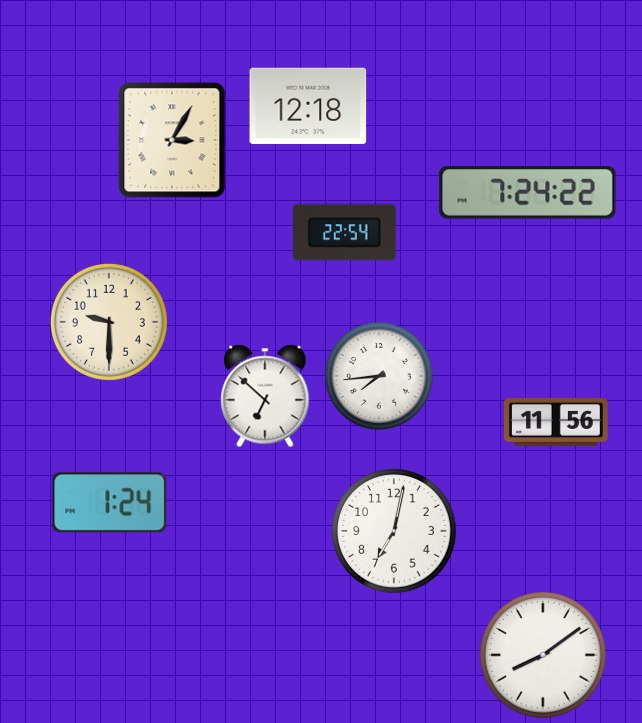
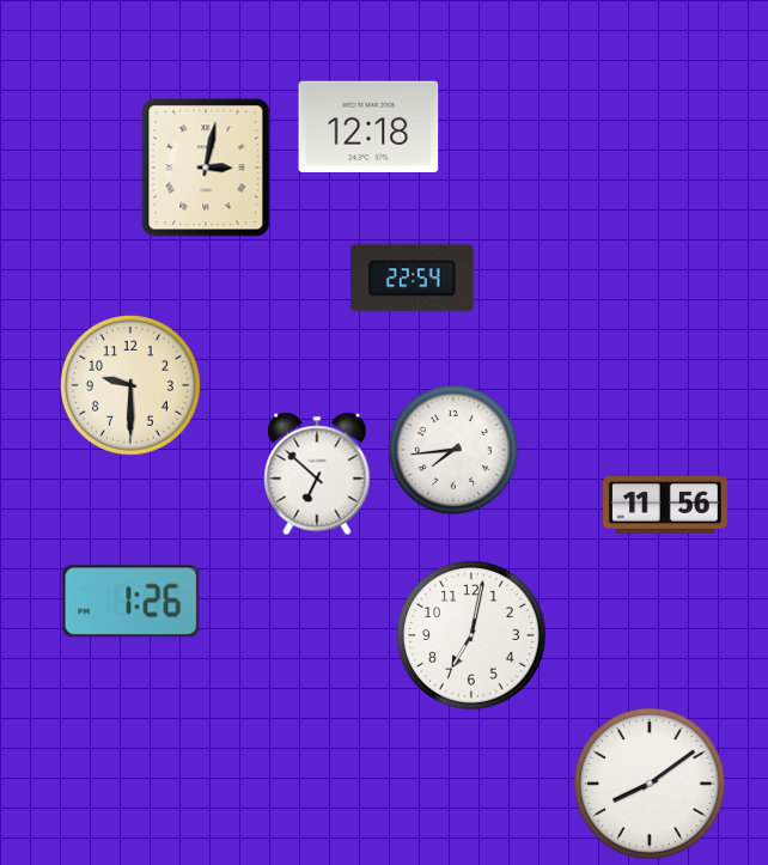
clock at (172, 140): 3:05 -> 3:02
clock at (528, 193): 7:24 -> none
clock at (110, 503): 1:24 -> 1:26
